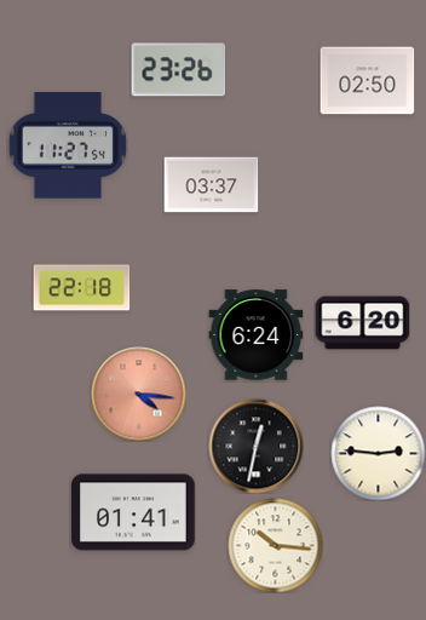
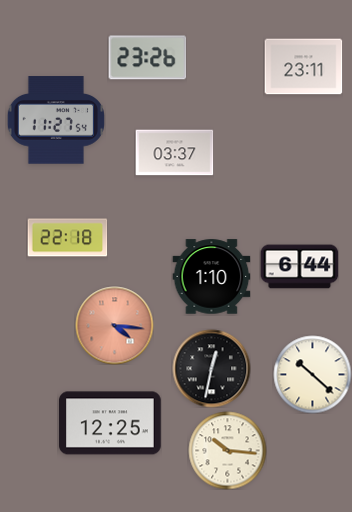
clock at (367, 81): 02:50 -> 23:11
clock at (362, 323): 6:20 -> 6:44
clock at (255, 335): 6:24 -> 1:10
clock at (378, 453): 2:46 -> 10:22
clock at (134, 512): 01:41 -> 12:25
